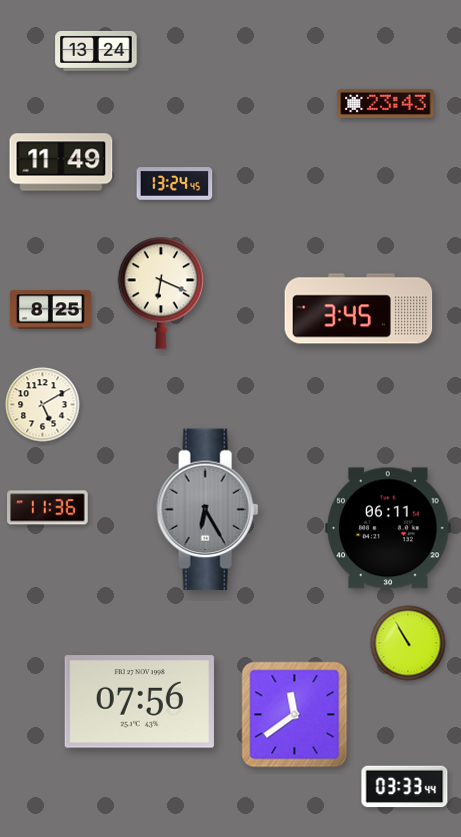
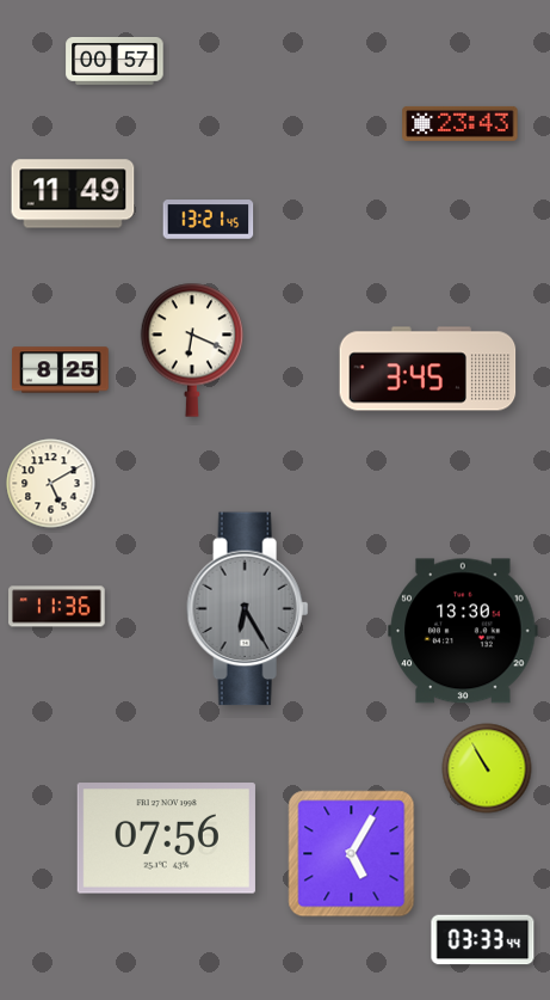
clock at (96, 51): 13:24 -> 00:57
clock at (175, 184): 13:24 -> 13:21
clock at (388, 528): 06:11 -> 13:30
clock at (295, 715): 11:39 -> 5:05
